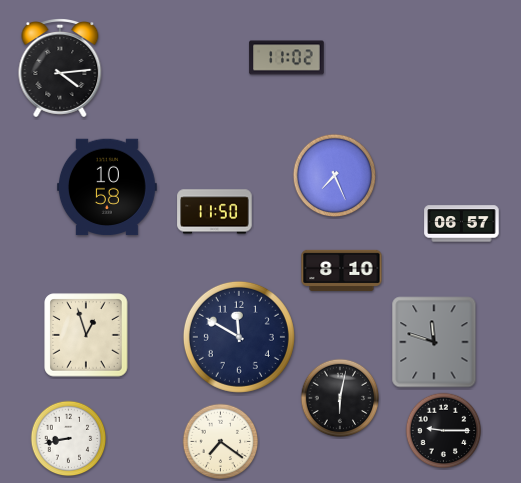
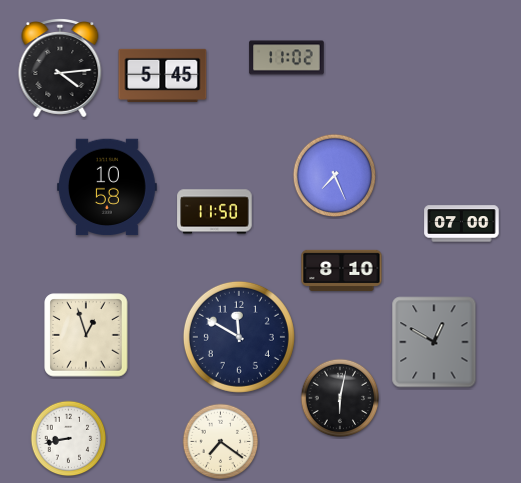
clock at (163, 75): none -> 5:45
clock at (462, 224): 06:57 -> 07:00
clock at (434, 342): 11:48 -> 12:50
clock at (444, 431): 9:15 -> none
